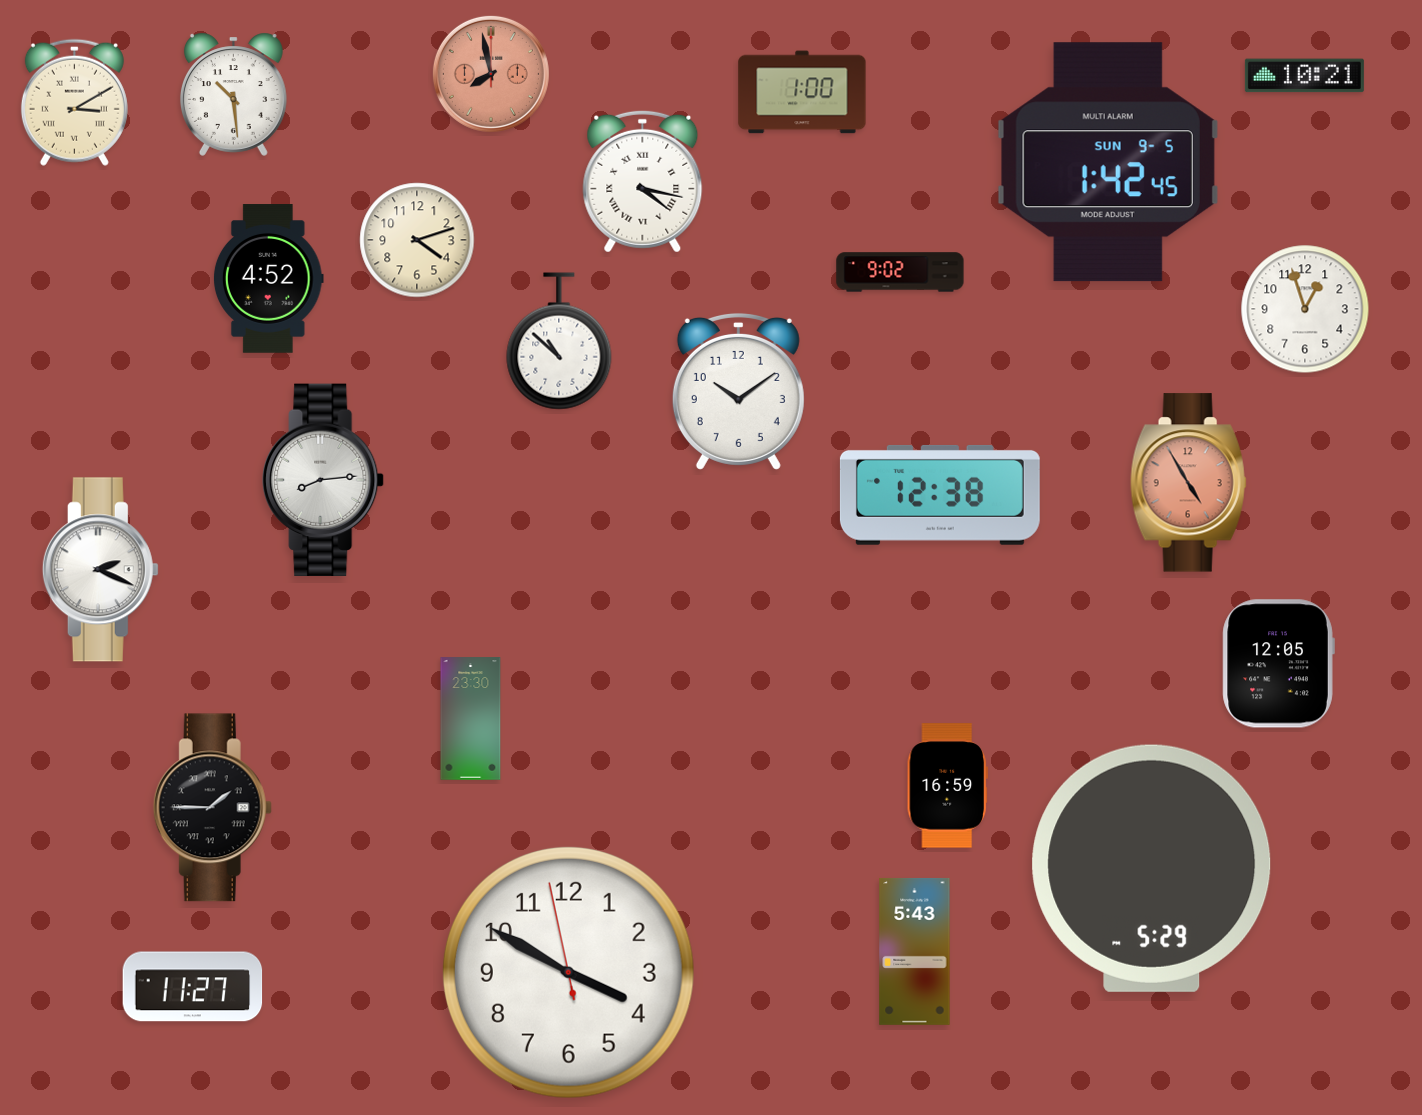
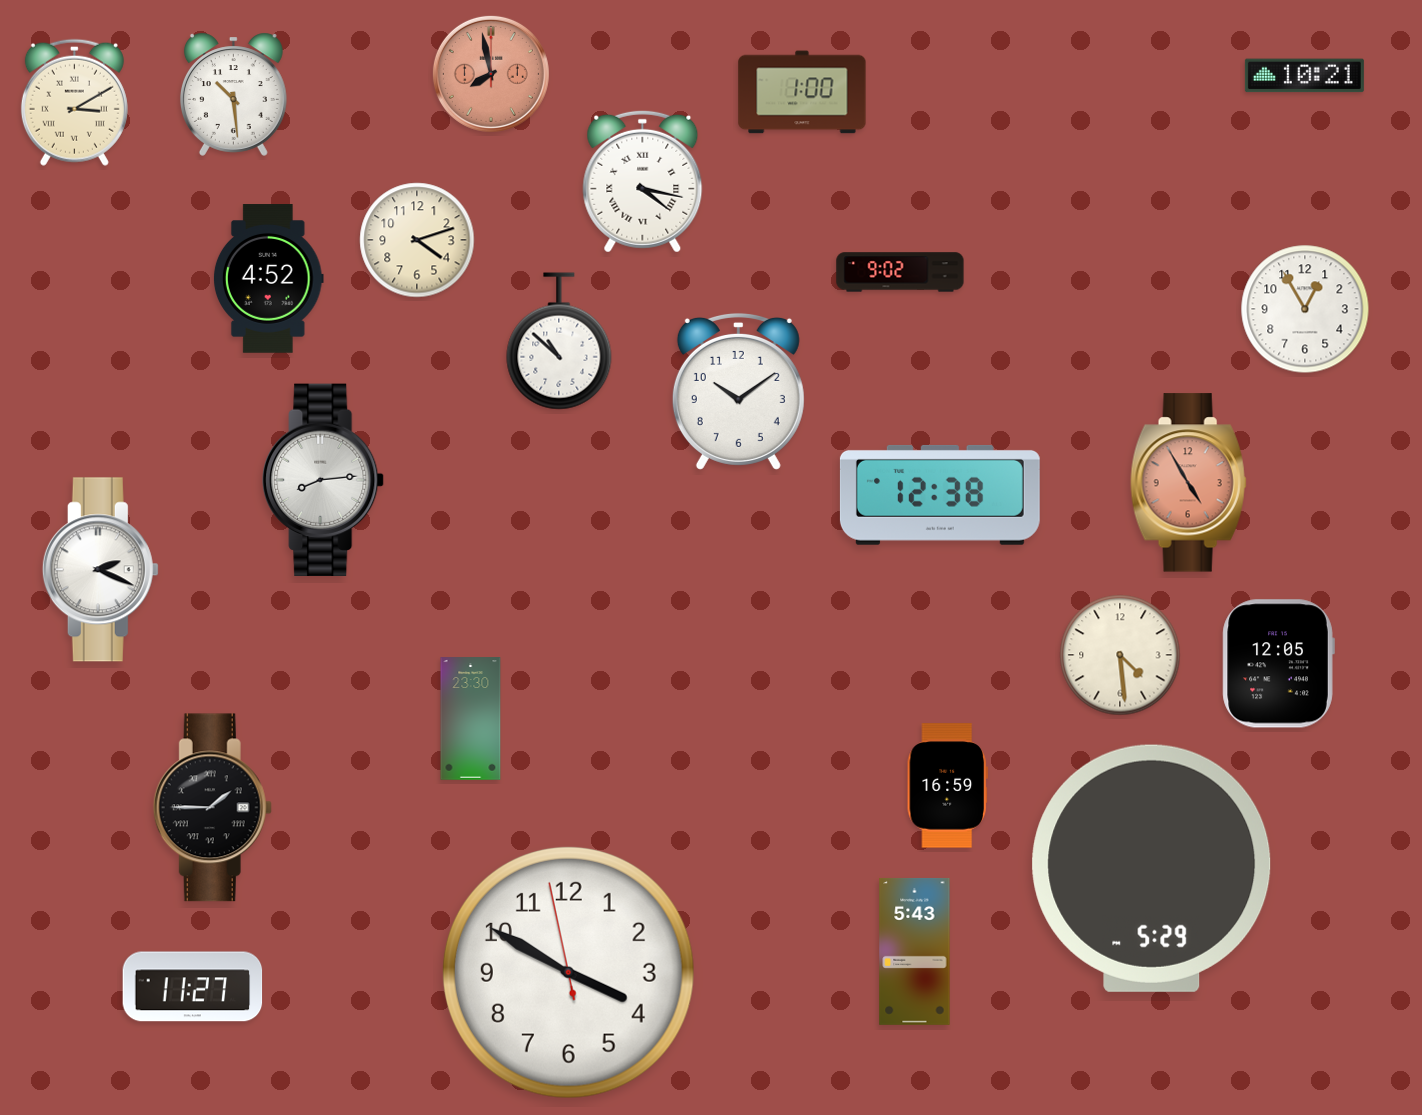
clock at (1108, 162): 1:42 -> none
clock at (1305, 309): 12:57 -> 12:55
clock at (1120, 655): none -> 4:29
